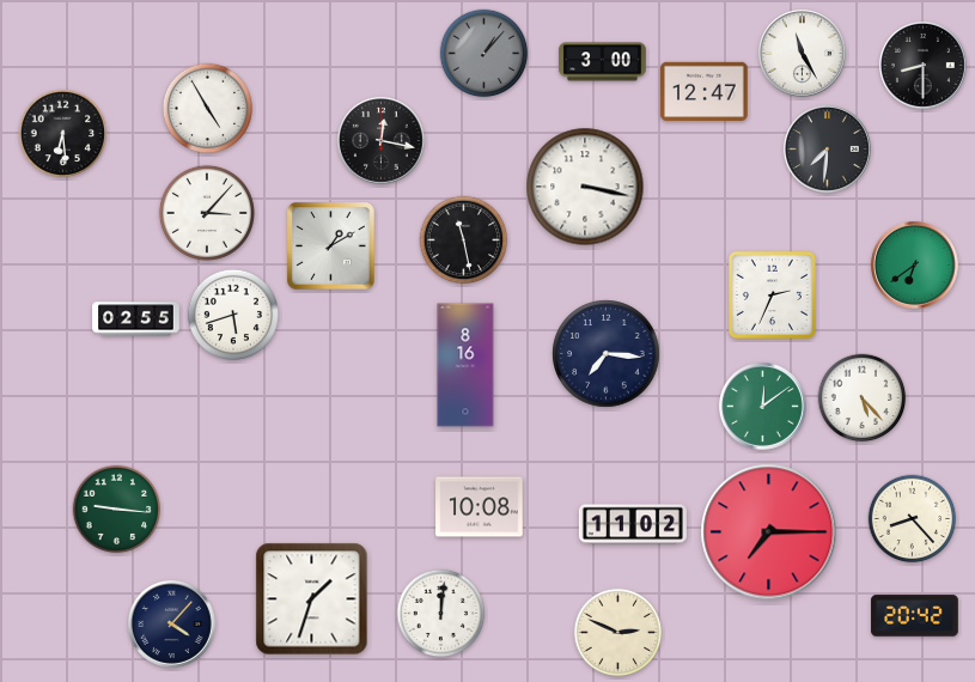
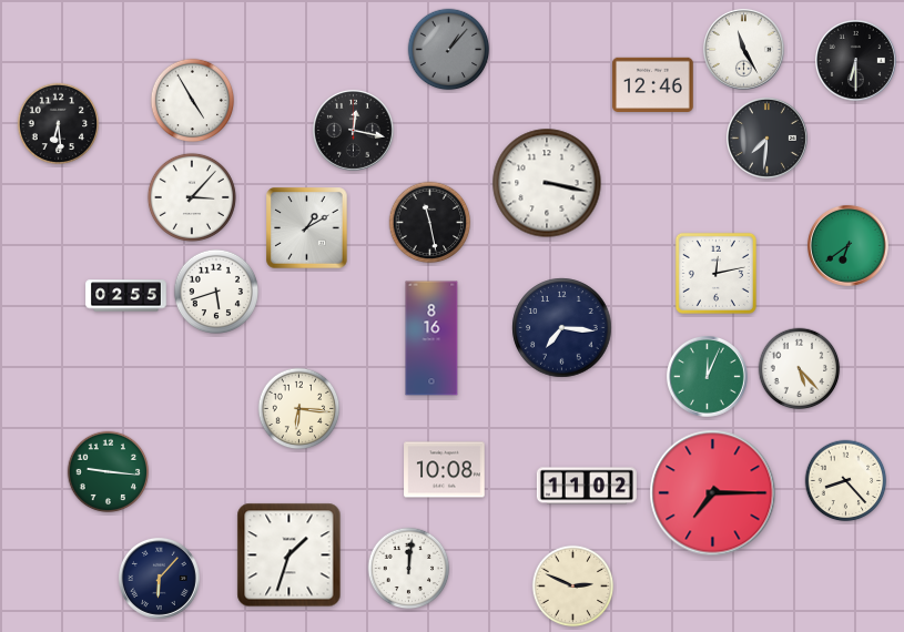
clock at (603, 62): 3:00 -> none
clock at (922, 65): 8:30 -> 6:30
clock at (705, 91): 12:47 -> 12:46
clock at (585, 187) position: (585, 187) -> (547, 183)
clock at (772, 294): 2:34 -> 12:13
clock at (762, 406): 12:09 -> 12:04
clock at (299, 409): none -> 6:16
clock at (915, 616): 20:42 -> none
clock at (171, 623): 4:07 -> 6:07
